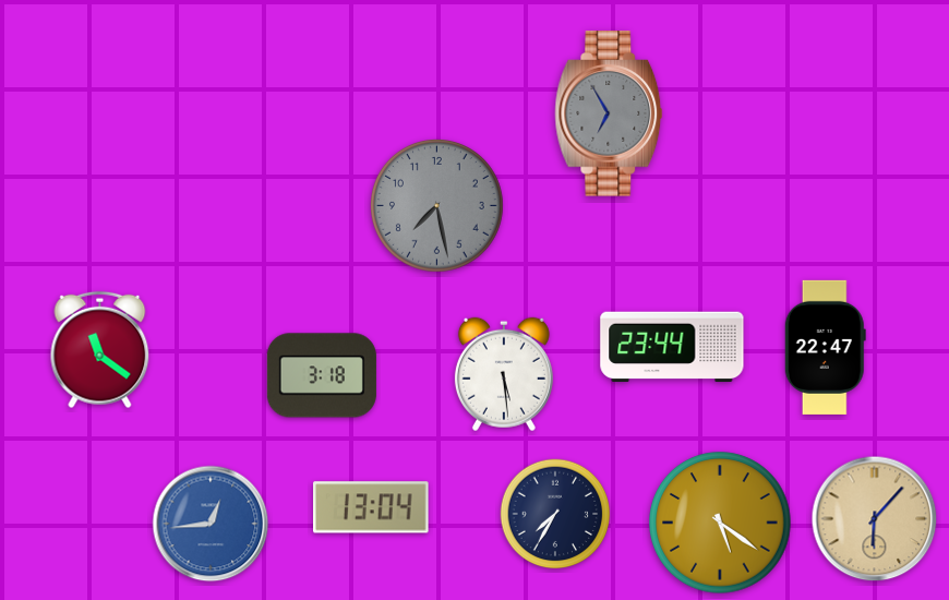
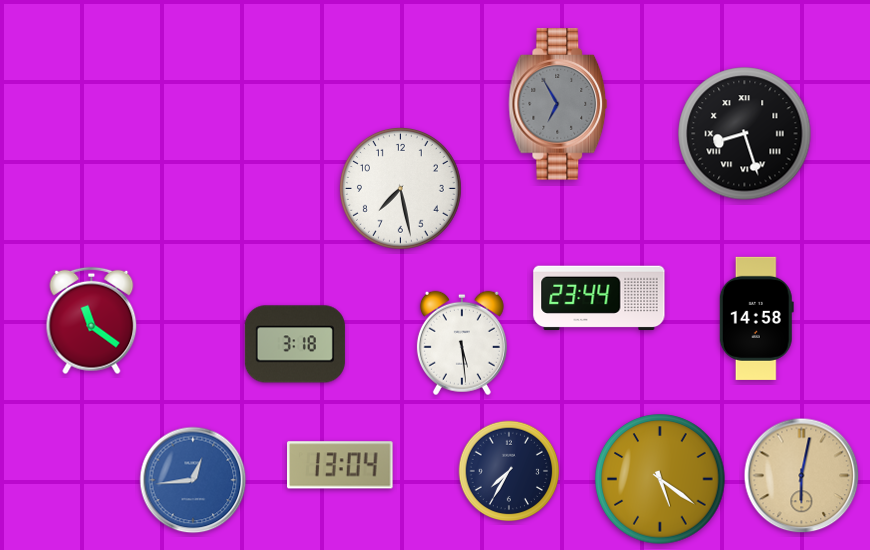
clock at (745, 134): none -> 8:27
clock at (437, 206) dial: grey -> white
clock at (672, 347) position: (672, 347) -> (599, 298)
clock at (825, 347): 22:47 -> 14:58
clock at (875, 519): 6:07 -> 6:02
